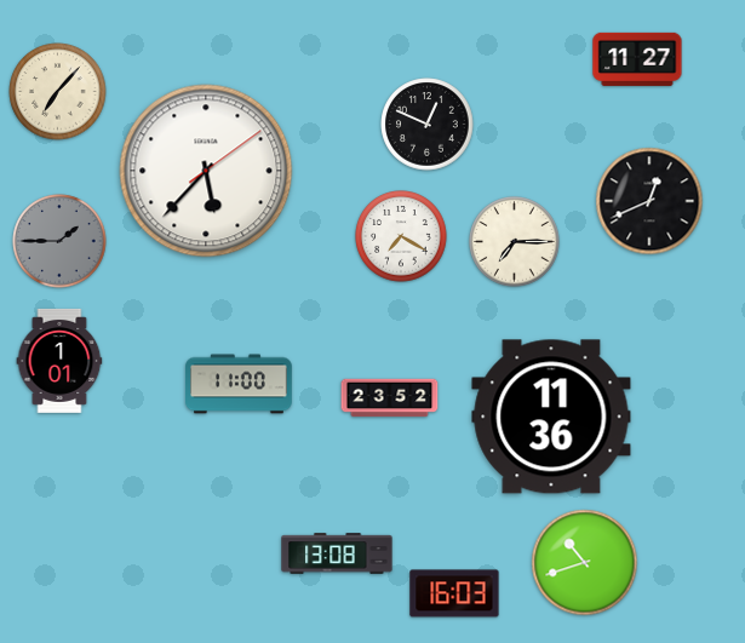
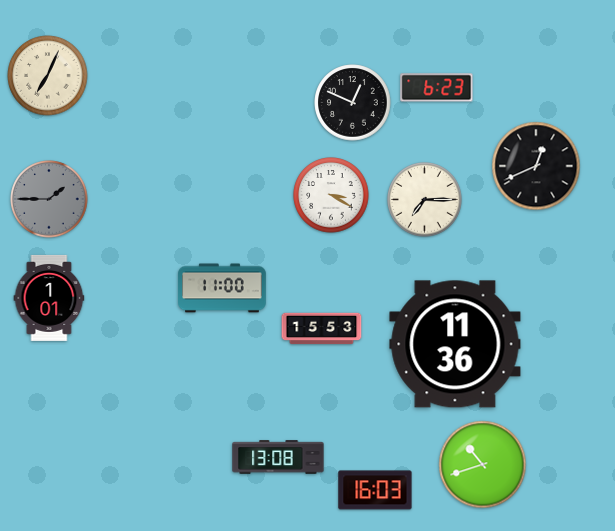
clock at (637, 59): 11:27 -> none
clock at (58, 92): 7:07 -> 7:04
clock at (437, 88): none -> 6:23
clock at (206, 171): 5:37 -> none
clock at (401, 236): 7:20 -> 3:20
clock at (239, 384) position: (239, 384) -> (222, 288)
clock at (390, 398): 23:52 -> 15:53
